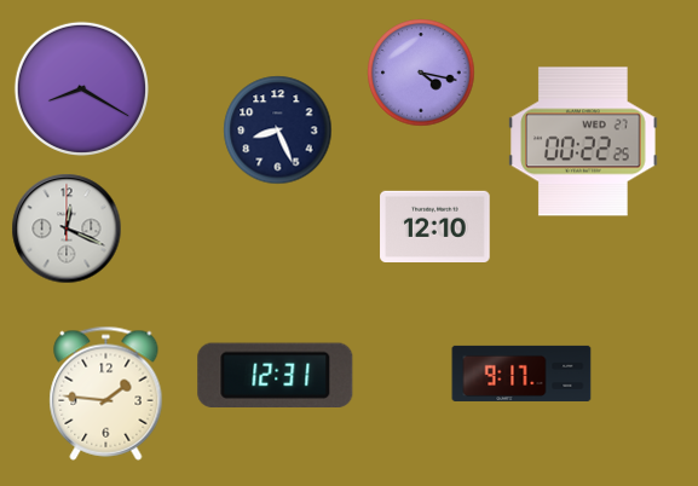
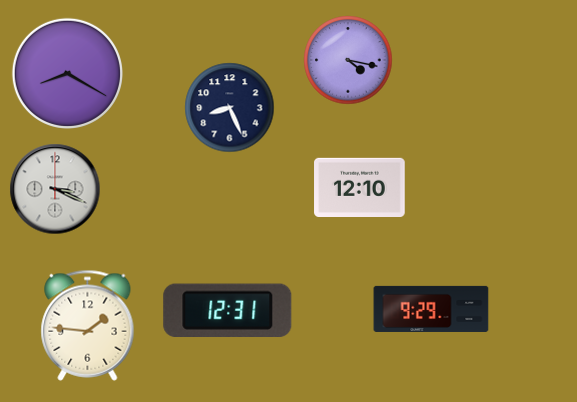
clock at (583, 141): 00:22 -> none
clock at (67, 228): 12:19 -> 3:19
clock at (521, 374): 9:17 -> 9:29
